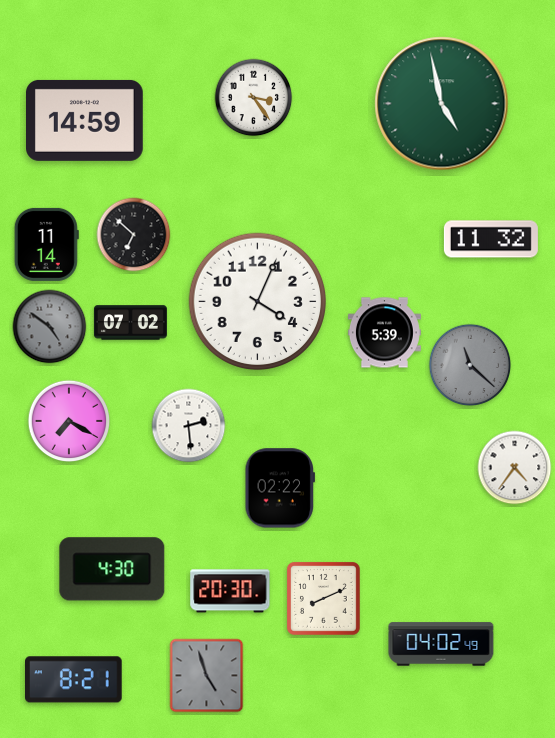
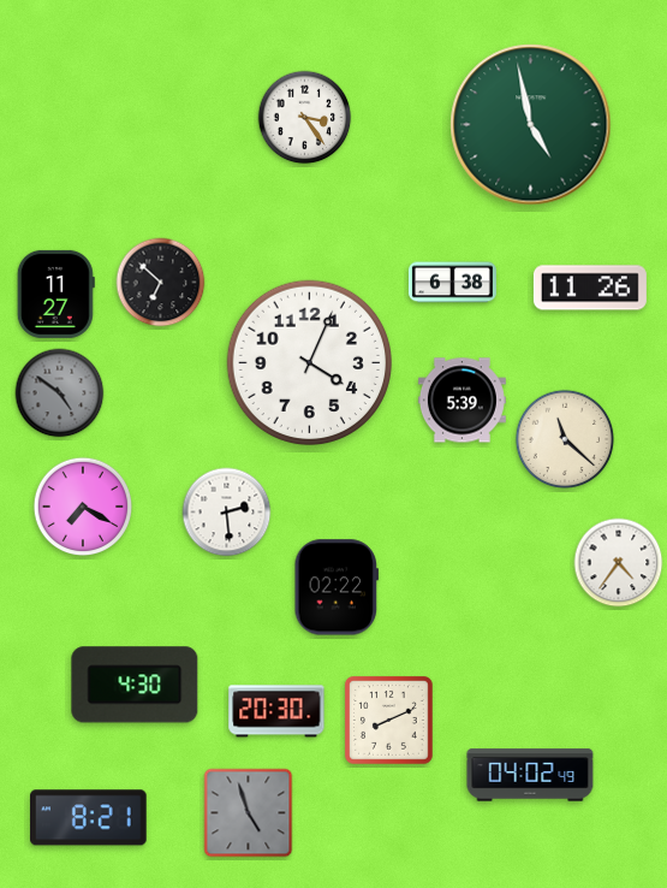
clock at (85, 120): 14:59 -> none
clock at (452, 283): none -> 6:38
clock at (491, 239): 11:32 -> 11:26
clock at (46, 244): 11:14 -> 11:27
clock at (130, 323): 07:02 -> none
clock at (470, 365) dial: grey -> cream
